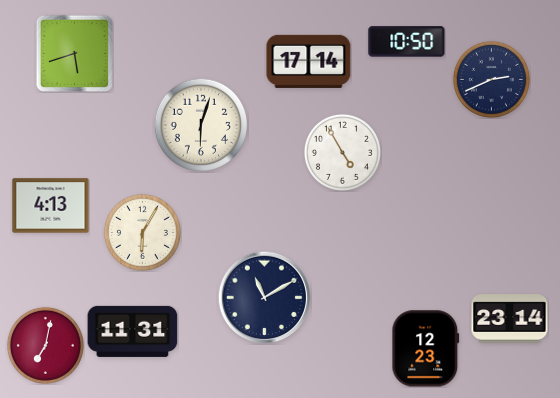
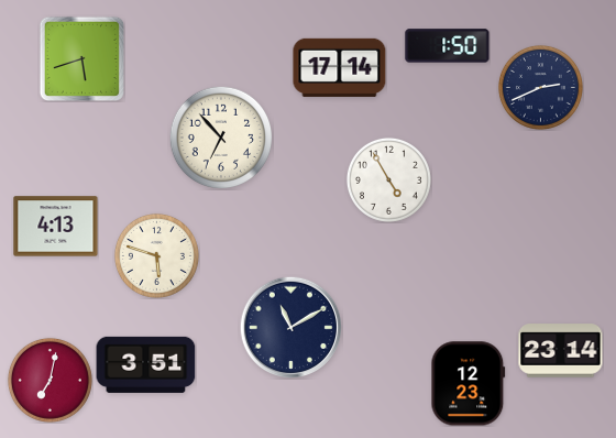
clock at (407, 42): 10:50 -> 1:50
clock at (200, 124): 6:03 -> 6:53
clock at (342, 152) position: (342, 152) -> (388, 179)
clock at (142, 232): 6:05 -> 5:48
clock at (133, 331): 11:31 -> 3:51
